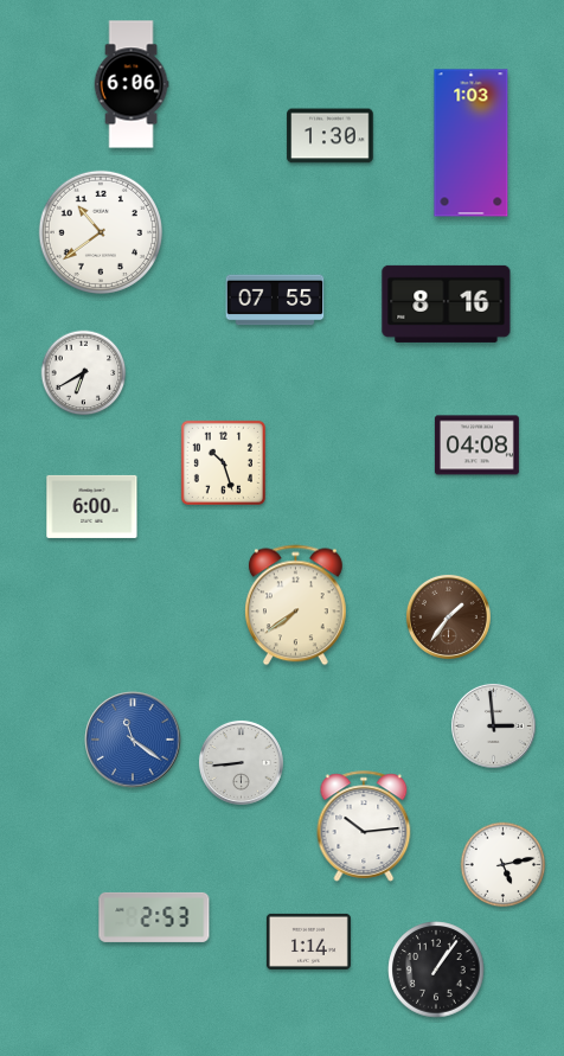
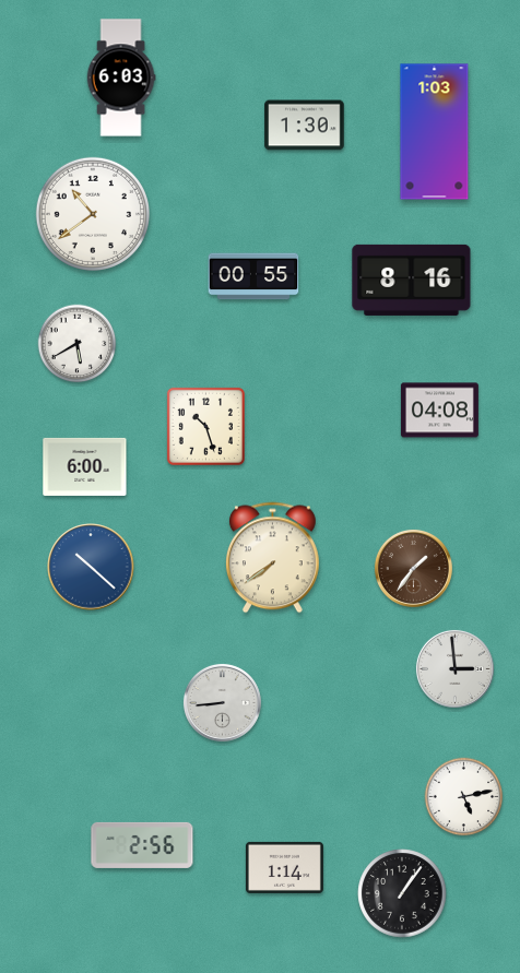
clock at (132, 84): 6:06 -> 6:03
clock at (275, 300): 07:55 -> 00:55
clock at (84, 373): 6:40 -> 5:40
clock at (91, 567): none -> 10:22
clock at (133, 740): 11:21 -> none
clock at (364, 826): 10:14 -> none
clock at (154, 917): 2:53 -> 2:56
